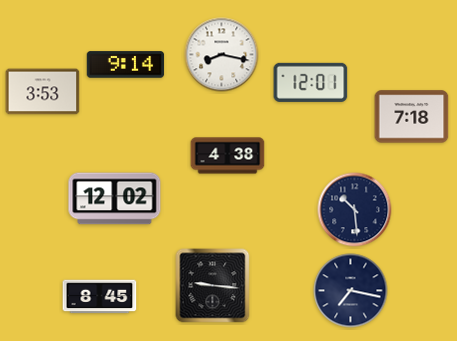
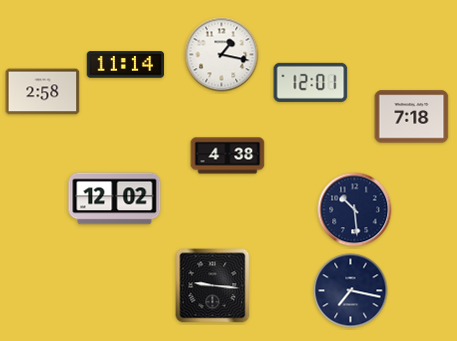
clock at (222, 55): 8:17 -> 1:17
clock at (126, 65): 9:14 -> 11:14
clock at (43, 92): 3:53 -> 2:58
clock at (100, 297): 8:45 -> none
